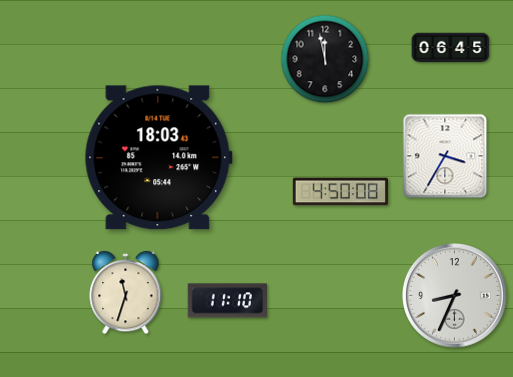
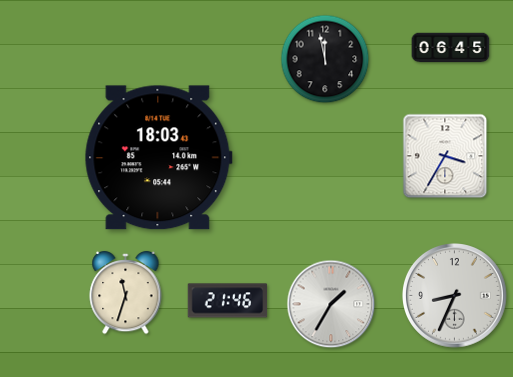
clock at (340, 192): 4:50 -> none
clock at (228, 301): 11:10 -> 21:46
clock at (331, 304): none -> 1:35
